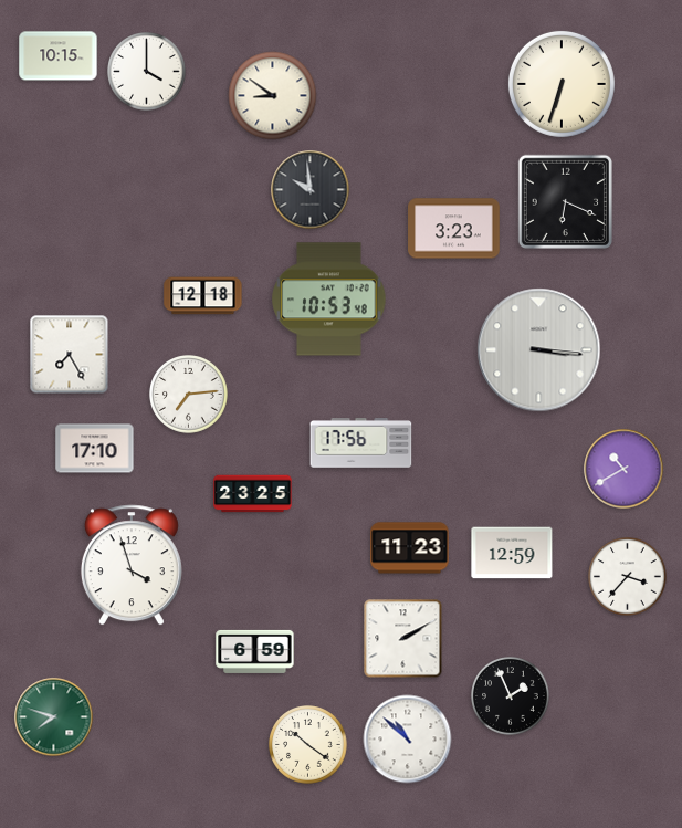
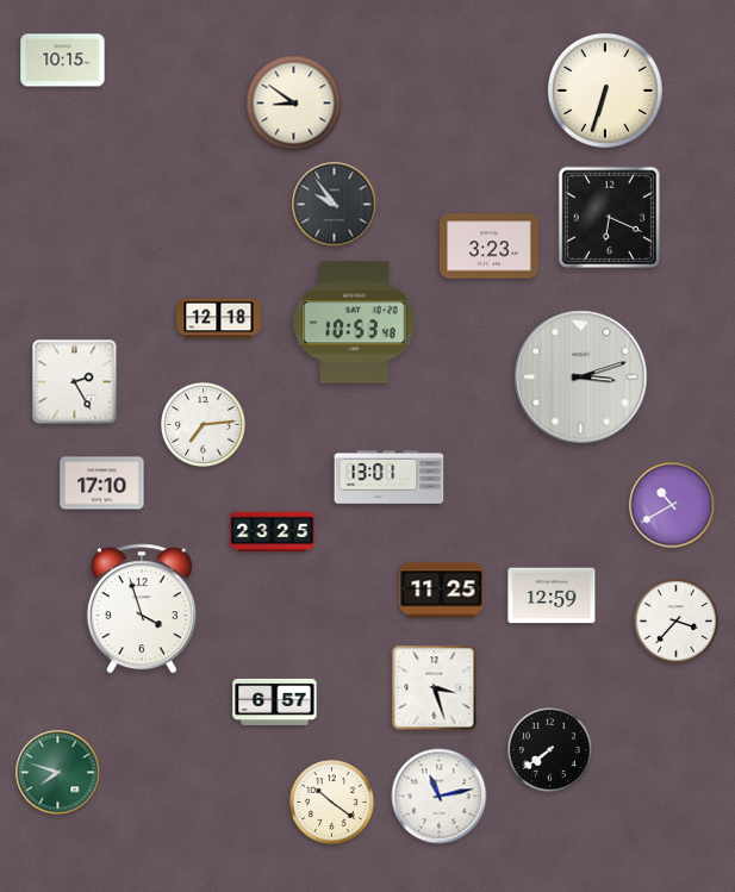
clock at (147, 72): 4:00 -> none
clock at (311, 190): 9:59 -> 9:54
clock at (539, 350): 3:16 -> 3:12
clock at (70, 355): 7:25 -> 2:25
clock at (361, 443): 17:56 -> 13:01
clock at (410, 548): 11:23 -> 11:25
clock at (403, 639): 2:10 -> 3:27
clock at (255, 651): 6:59 -> 6:57
clock at (511, 696): 1:56 -> 7:39
clock at (408, 740): 10:52 -> 11:13
